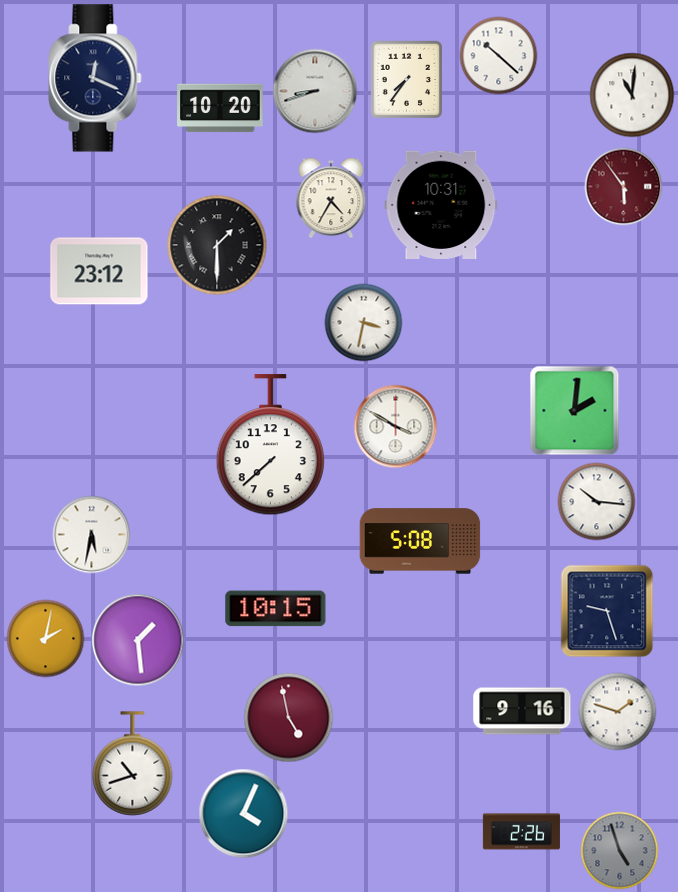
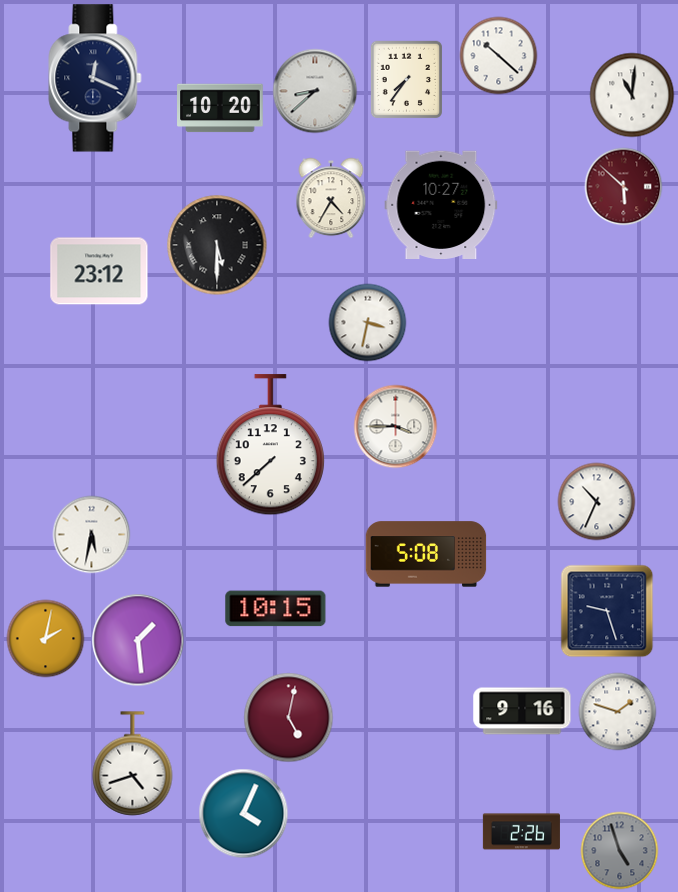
clock at (315, 91): 8:42 -> 8:38
clock at (623, 186): 5:54 -> 5:52
clock at (441, 204): 10:31 -> 10:27
clock at (217, 245): 1:30 -> 5:30
clock at (363, 322) position: (363, 322) -> (367, 322)
clock at (574, 410): 2:01 -> none
clock at (395, 426): 3:50 -> 3:45
clock at (596, 501): 10:16 -> 10:34
clock at (420, 541) position: (420, 541) -> (426, 554)
clock at (288, 717): 4:58 -> 5:02
clock at (133, 764): 10:42 -> 4:42
